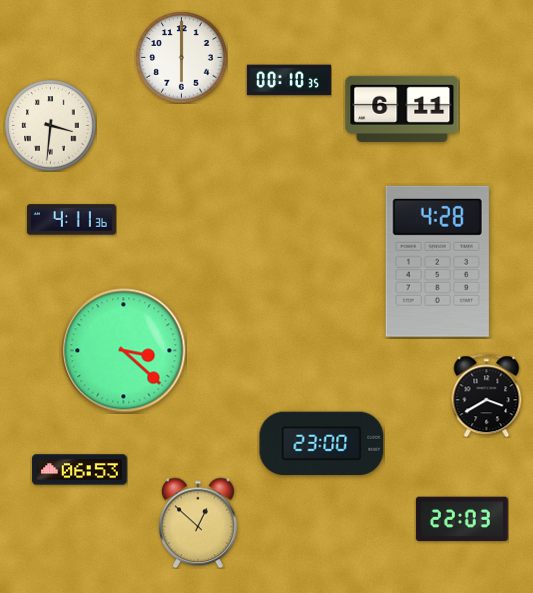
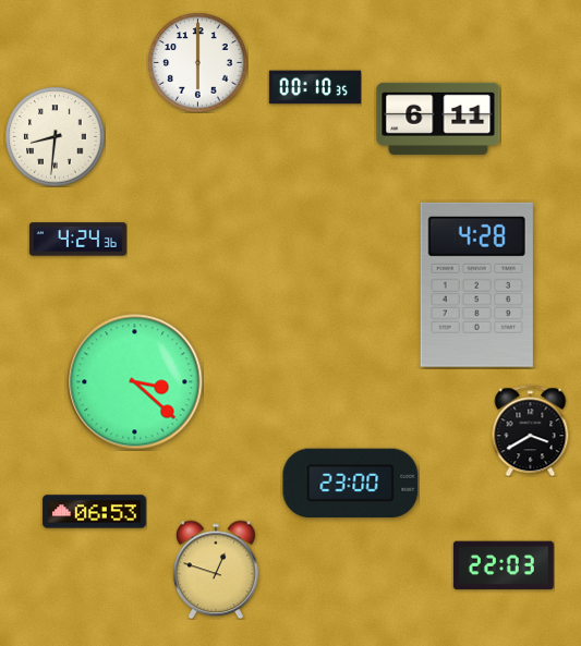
clock at (50, 125): 3:31 -> 8:31
clock at (71, 220): 4:11 -> 4:24
clock at (80, 470) position: (80, 470) -> (95, 512)
clock at (198, 523): 12:52 -> 12:48
